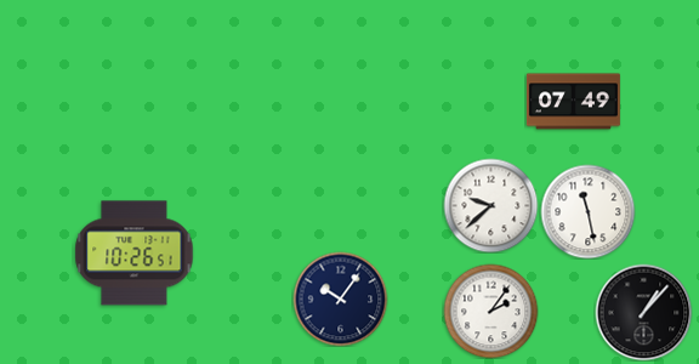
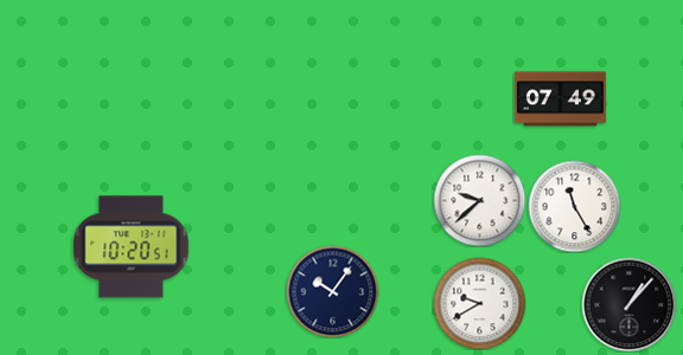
clock at (587, 211): 11:28 -> 11:25
clock at (135, 254): 10:26 -> 10:20
clock at (490, 311): 2:06 -> 9:40
